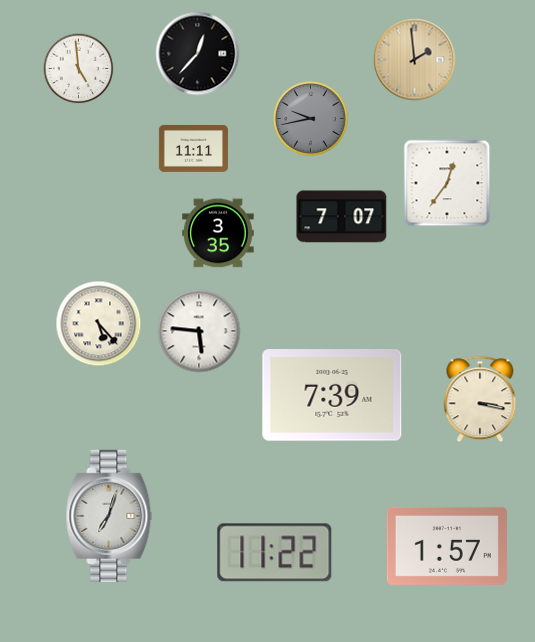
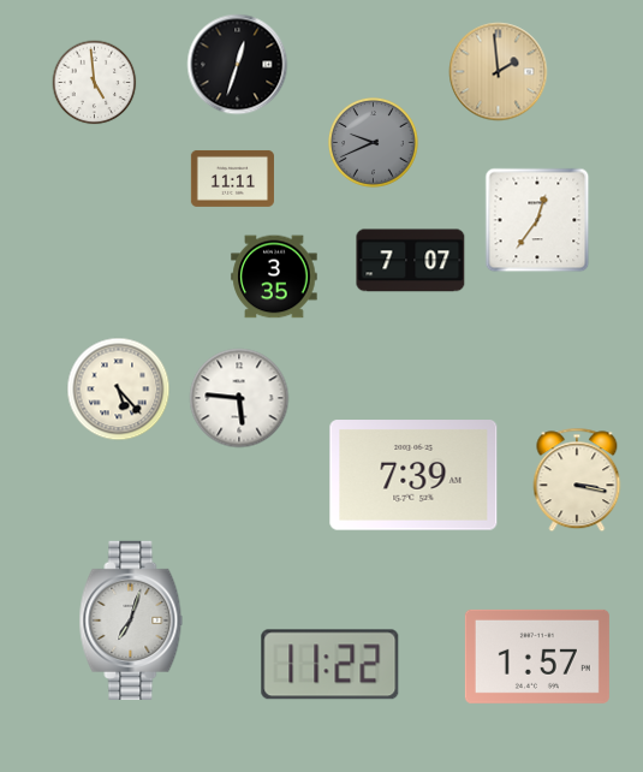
clock at (198, 54): 12:37 -> 12:33
clock at (310, 118): 9:43 -> 9:41
clock at (218, 233) position: (218, 233) -> (274, 277)
clock at (332, 395) position: (332, 395) -> (413, 475)
